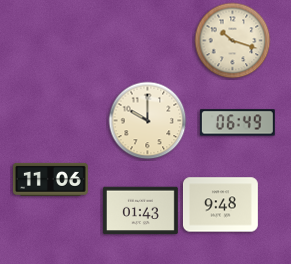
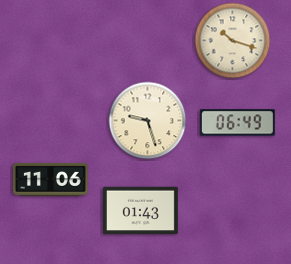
clock at (148, 121): 10:00 -> 9:27
clock at (220, 205): 9:48 -> none
